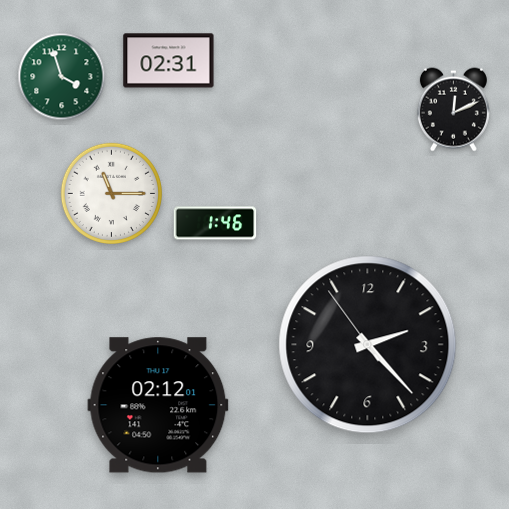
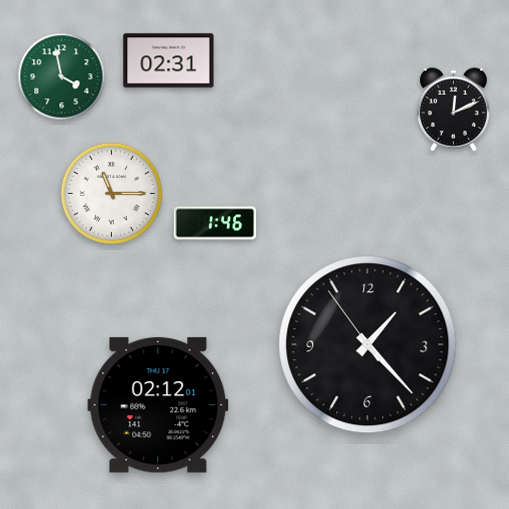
clock at (62, 77): 3:57 -> 3:58
clock at (368, 345): 2:22 -> 1:22
